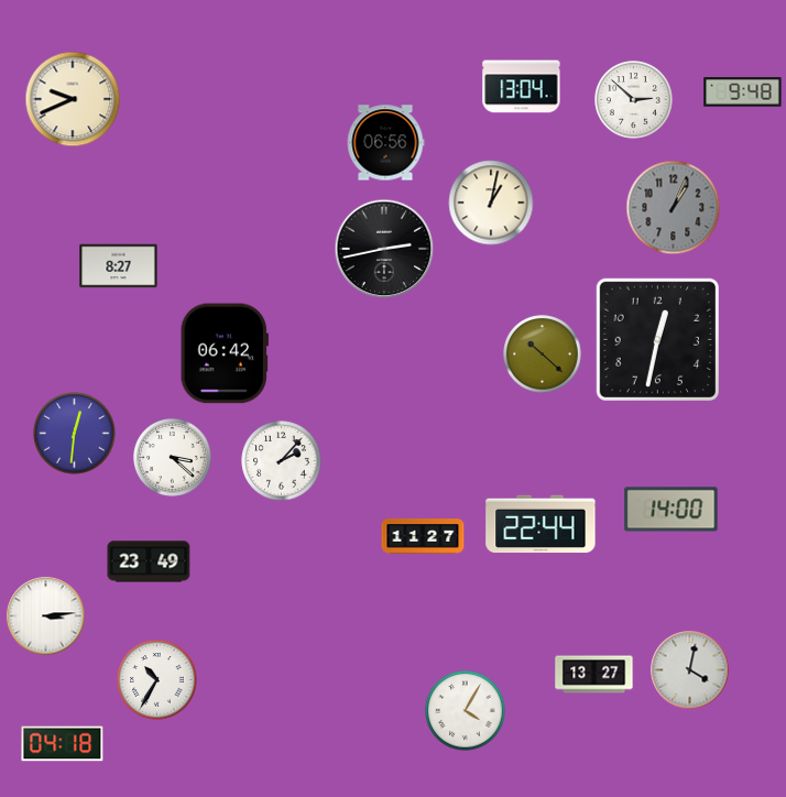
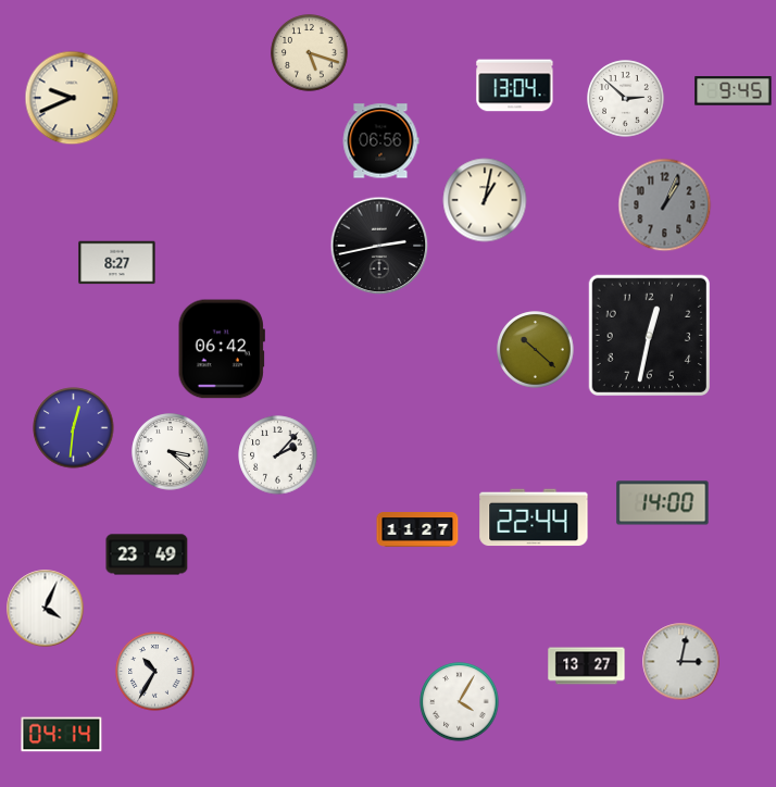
clock at (310, 53): none -> 5:18
clock at (743, 92): 9:48 -> 9:45
clock at (46, 616): 3:14 -> 4:04
clock at (690, 670): 4:02 -> 3:02
clock at (63, 744): 04:18 -> 04:14
